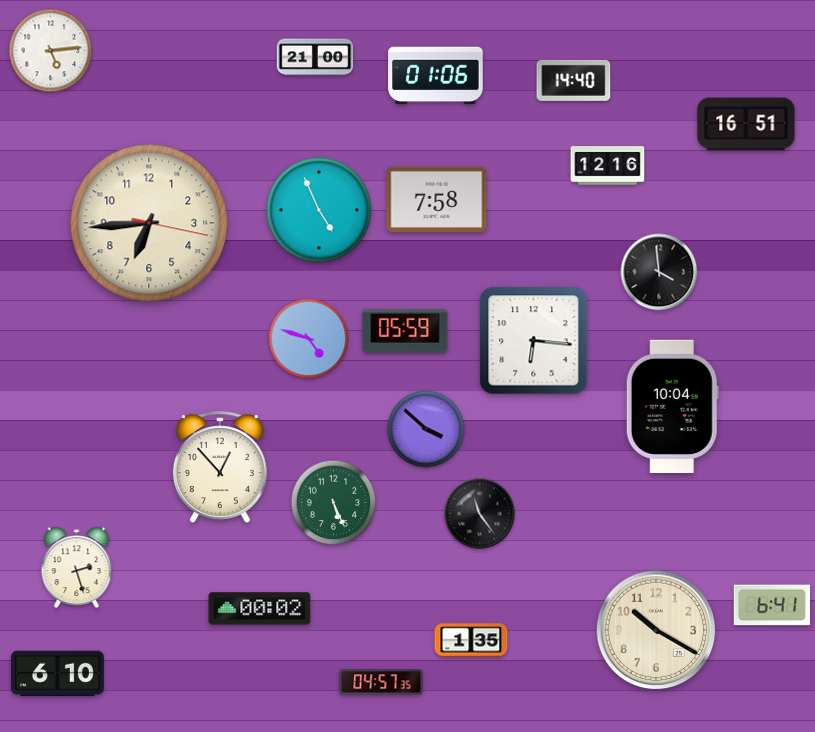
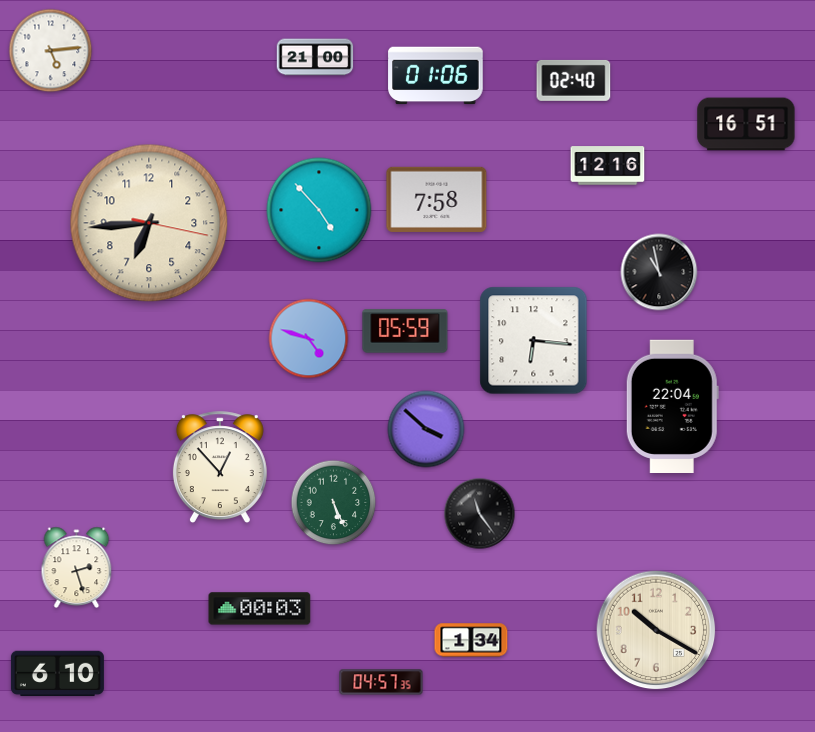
clock at (574, 80): 14:40 -> 02:40
clock at (319, 210): 4:56 -> 4:53
clock at (659, 272): 3:59 -> 10:58
clock at (672, 406): 10:04 -> 22:04
clock at (772, 605): 6:41 -> none
clock at (260, 609): 00:02 -> 00:03
clock at (471, 640): 1:35 -> 1:34
